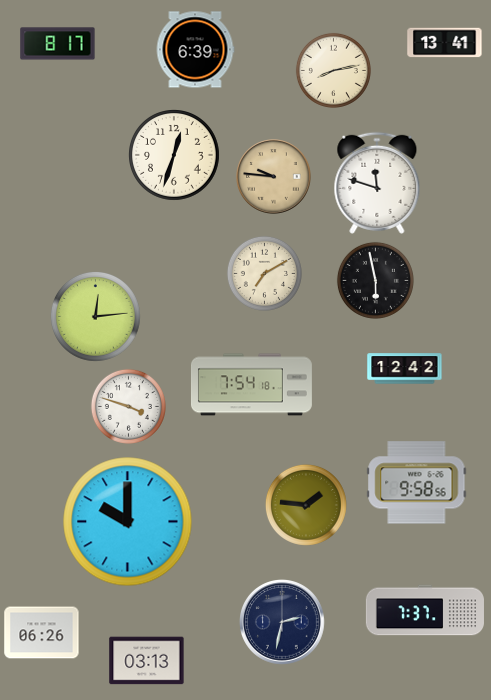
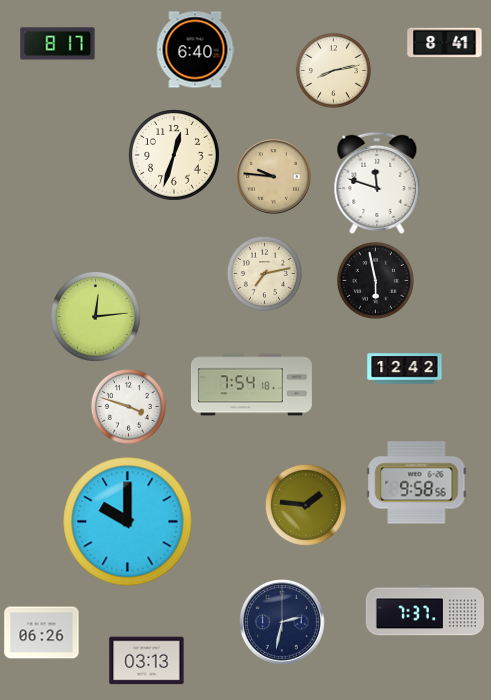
clock at (445, 43): 13:41 -> 8:41
clock at (195, 50): 6:39 -> 6:40
clock at (264, 273): 7:10 -> 7:13
